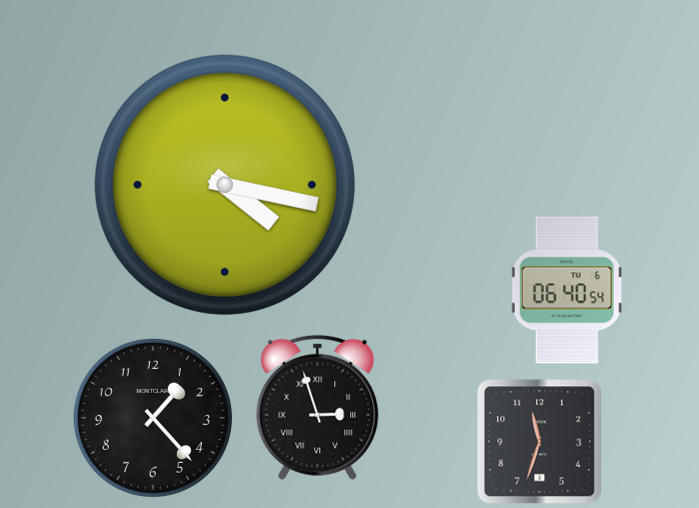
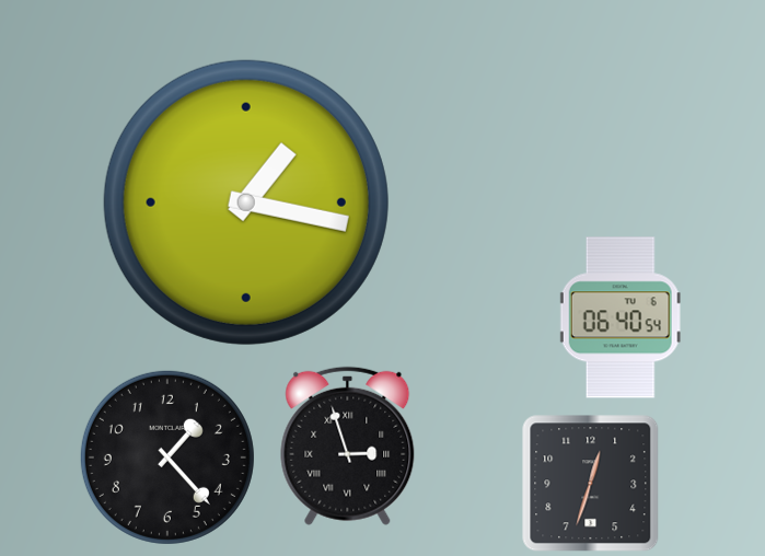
clock at (225, 185): 4:17 -> 1:17
clock at (540, 442): 11:33 -> 12:33
